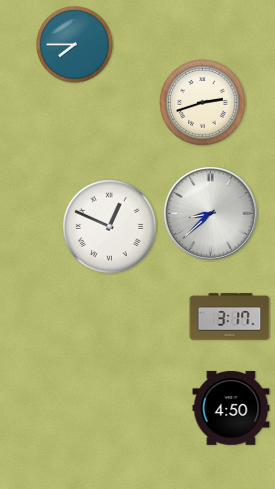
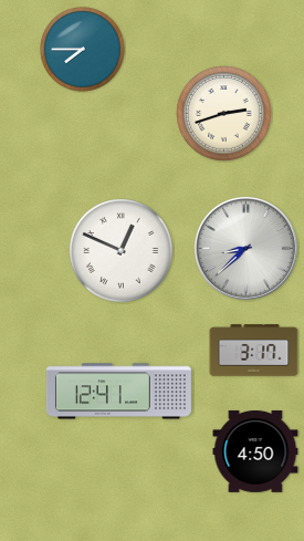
clock at (210, 213) position: (210, 213) -> (245, 248)
clock at (118, 392): none -> 12:41
